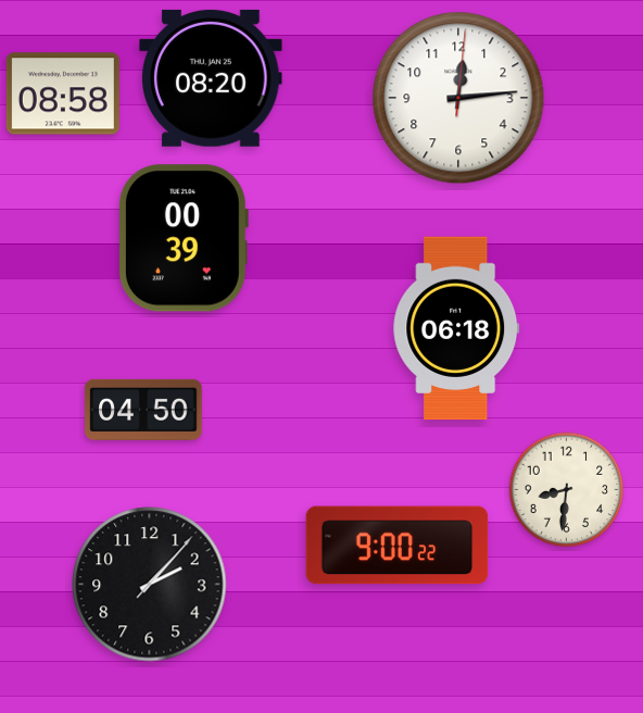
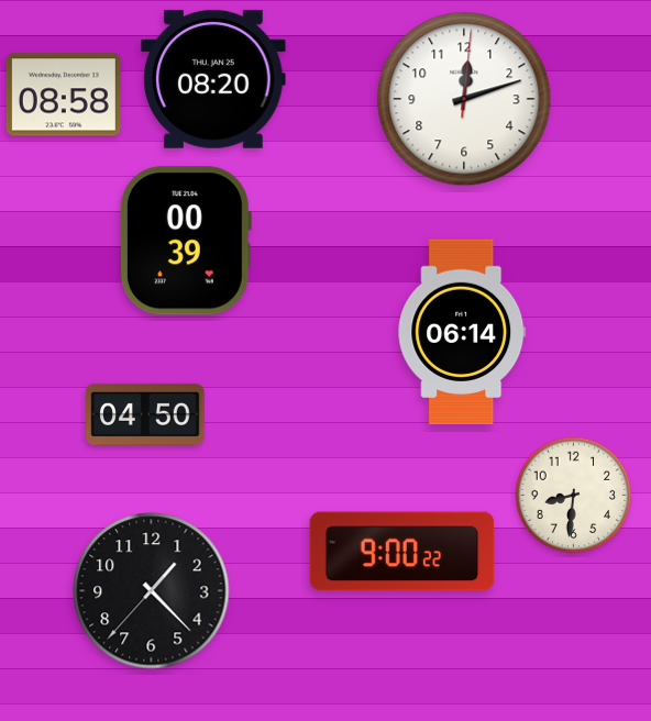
clock at (458, 98): 12:14 -> 12:12
clock at (456, 328): 06:18 -> 06:14
clock at (150, 585): 2:07 -> 1:22
